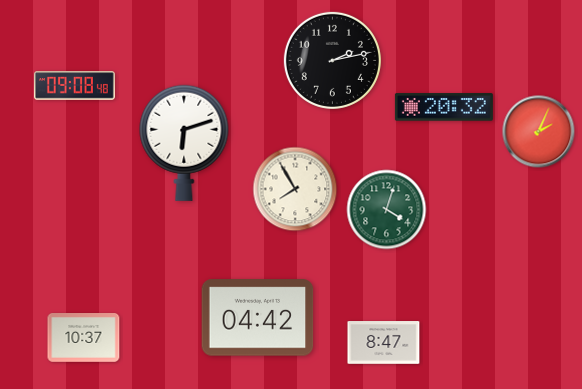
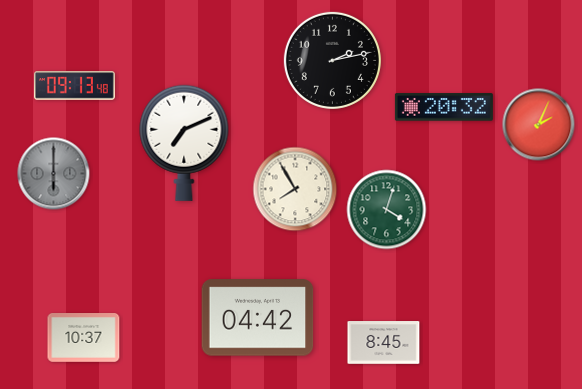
clock at (74, 86): 09:08 -> 09:13
clock at (539, 132) position: (539, 132) -> (539, 125)
clock at (184, 143): 6:12 -> 7:11
clock at (54, 174): none -> 6:00
clock at (384, 343): 8:47 -> 8:45
